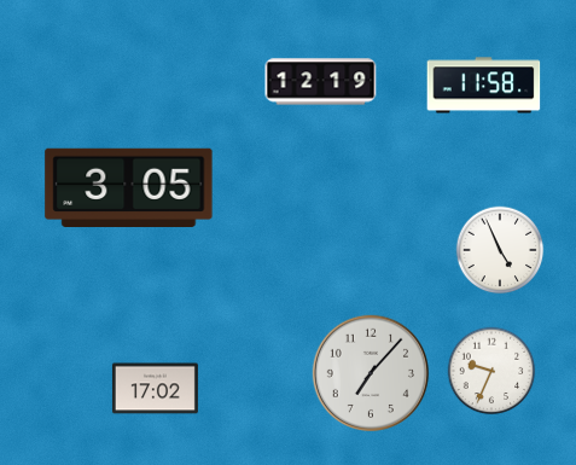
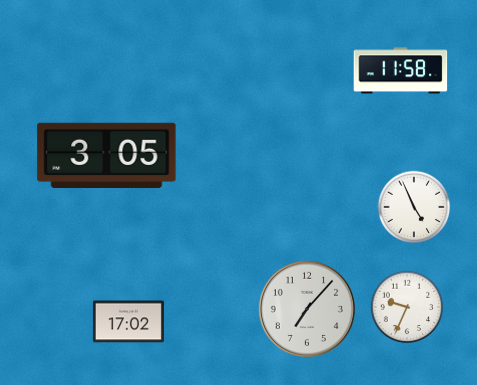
clock at (321, 82): 12:19 -> none
